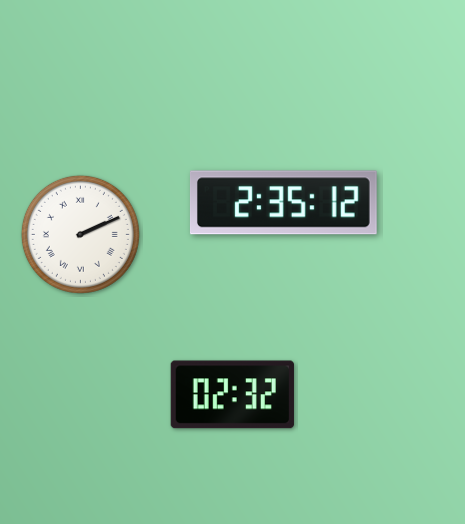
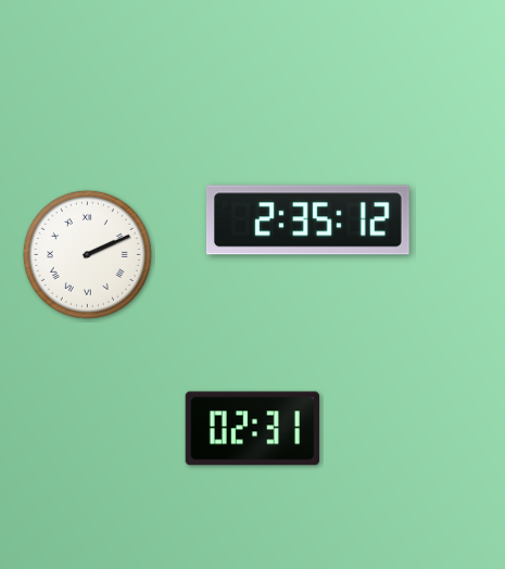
clock at (232, 395): 02:32 -> 02:31
